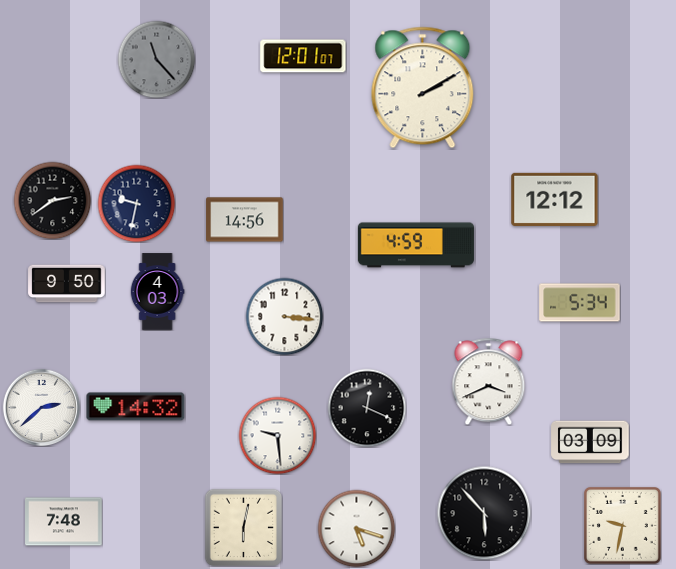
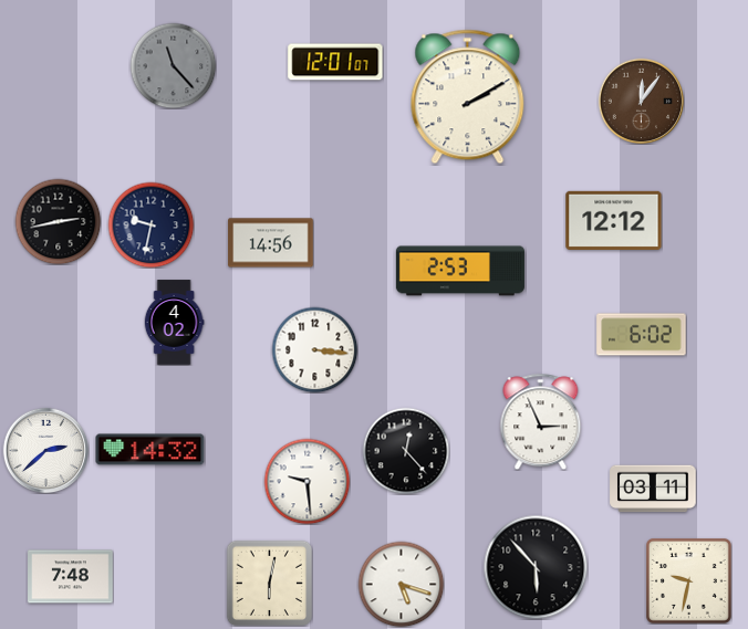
clock at (641, 101): none -> 12:06
clock at (52, 200): 2:39 -> 2:43
clock at (416, 245): 4:59 -> 2:53
clock at (67, 284): 9:50 -> none
clock at (157, 292): 4:03 -> 4:02
clock at (580, 303): 5:34 -> 6:02
clock at (489, 381): 3:41 -> 2:56
clock at (367, 408): 12:19 -> 12:23
clock at (590, 442): 03:09 -> 03:11
clock at (356, 528) position: (356, 528) -> (401, 584)
